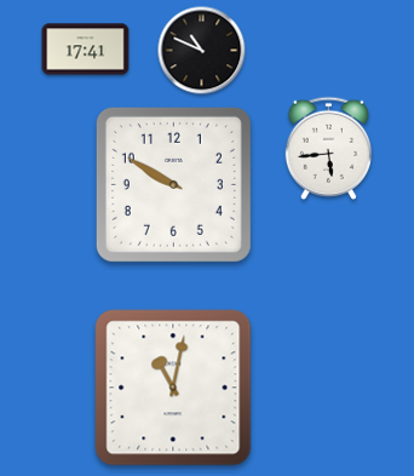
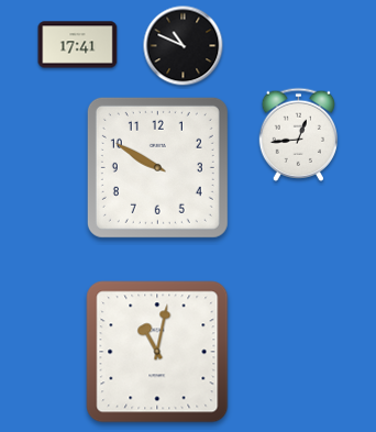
clock at (328, 148): 5:44 -> 12:44
